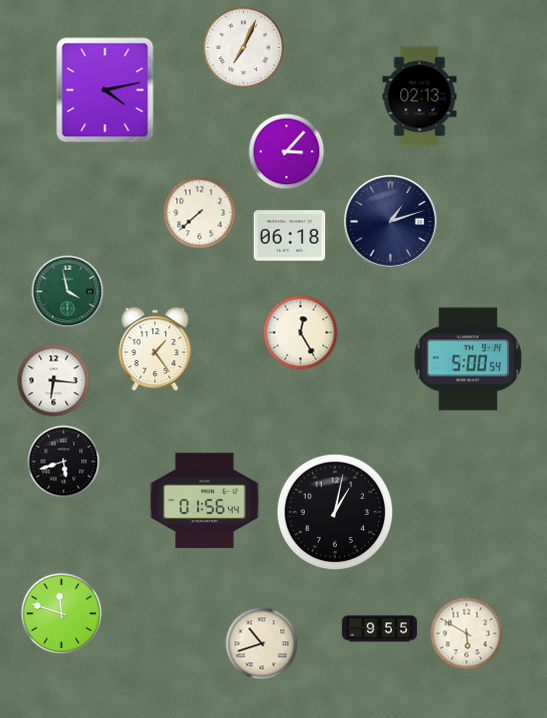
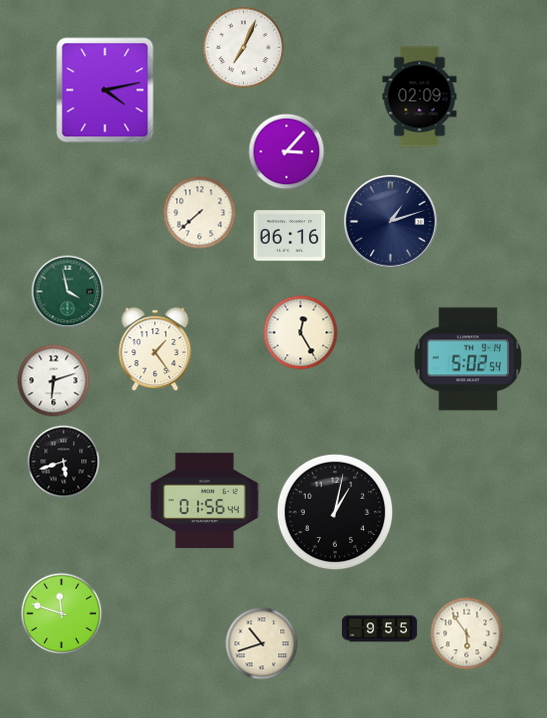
clock at (420, 97): 02:13 -> 02:09
clock at (290, 236): 06:18 -> 06:16
clock at (468, 359): 5:00 -> 5:02
clock at (54, 381): 6:16 -> 6:12
clock at (467, 634): 5:50 -> 5:54
